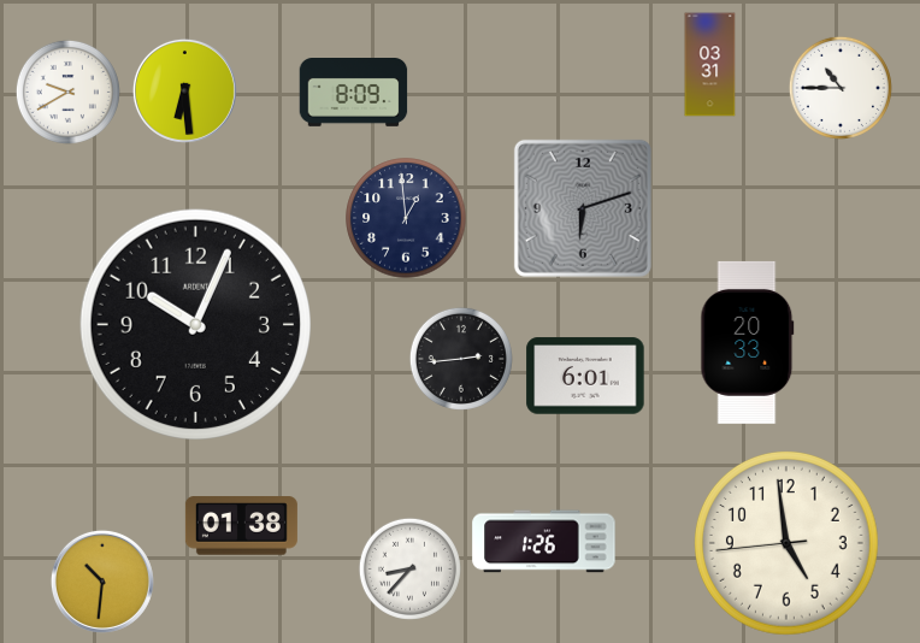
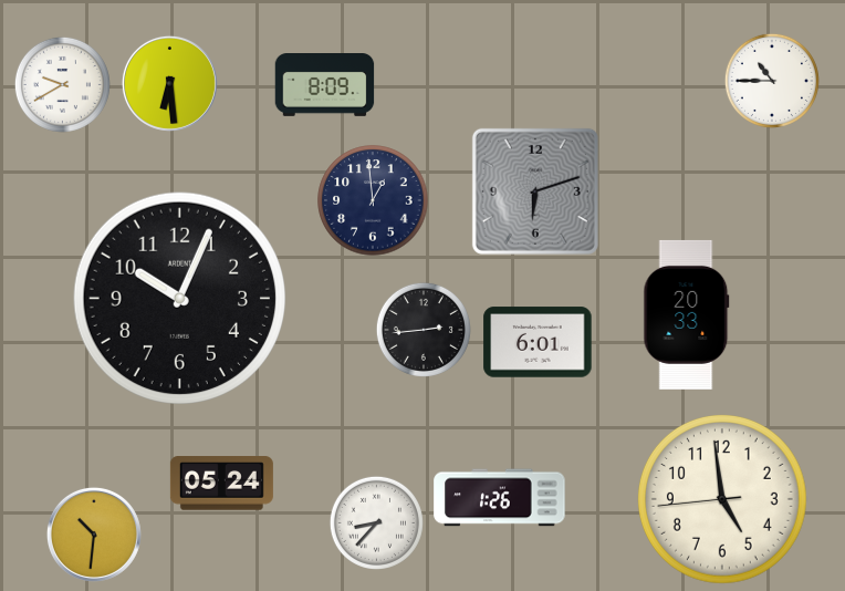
clock at (710, 65): 03:31 -> none
clock at (585, 376) position: (585, 376) -> (538, 342)
clock at (241, 526): 01:38 -> 05:24
